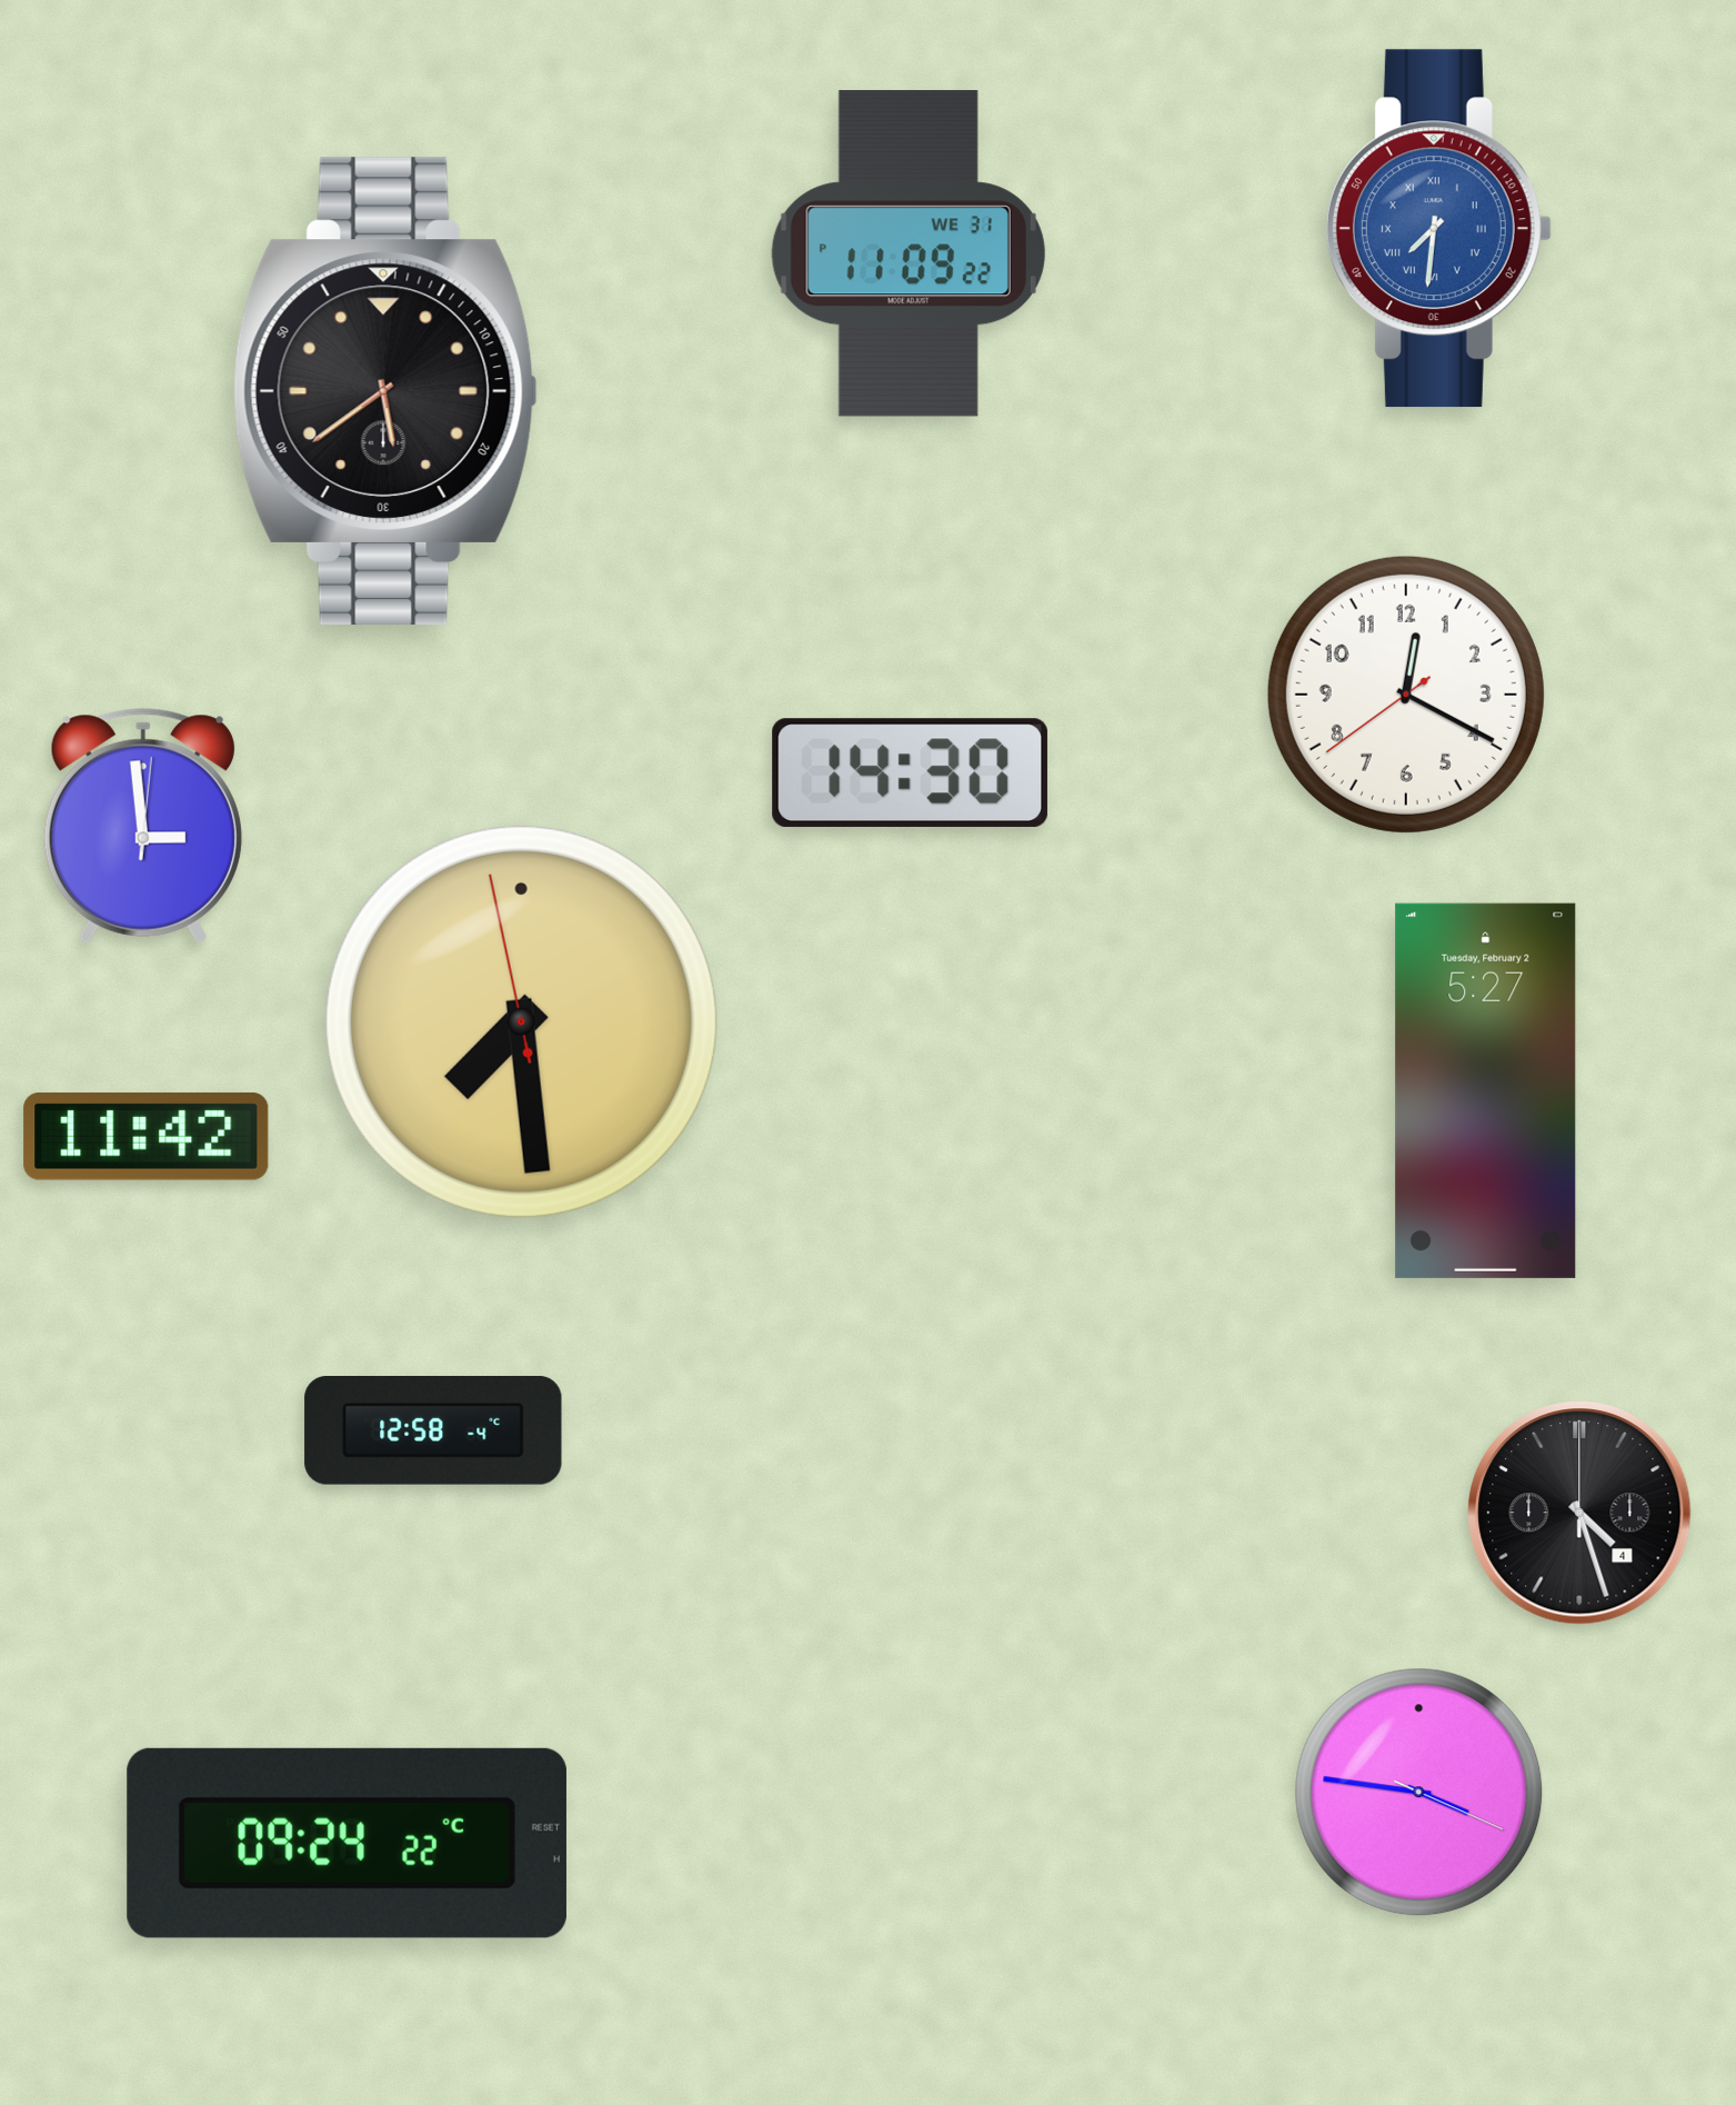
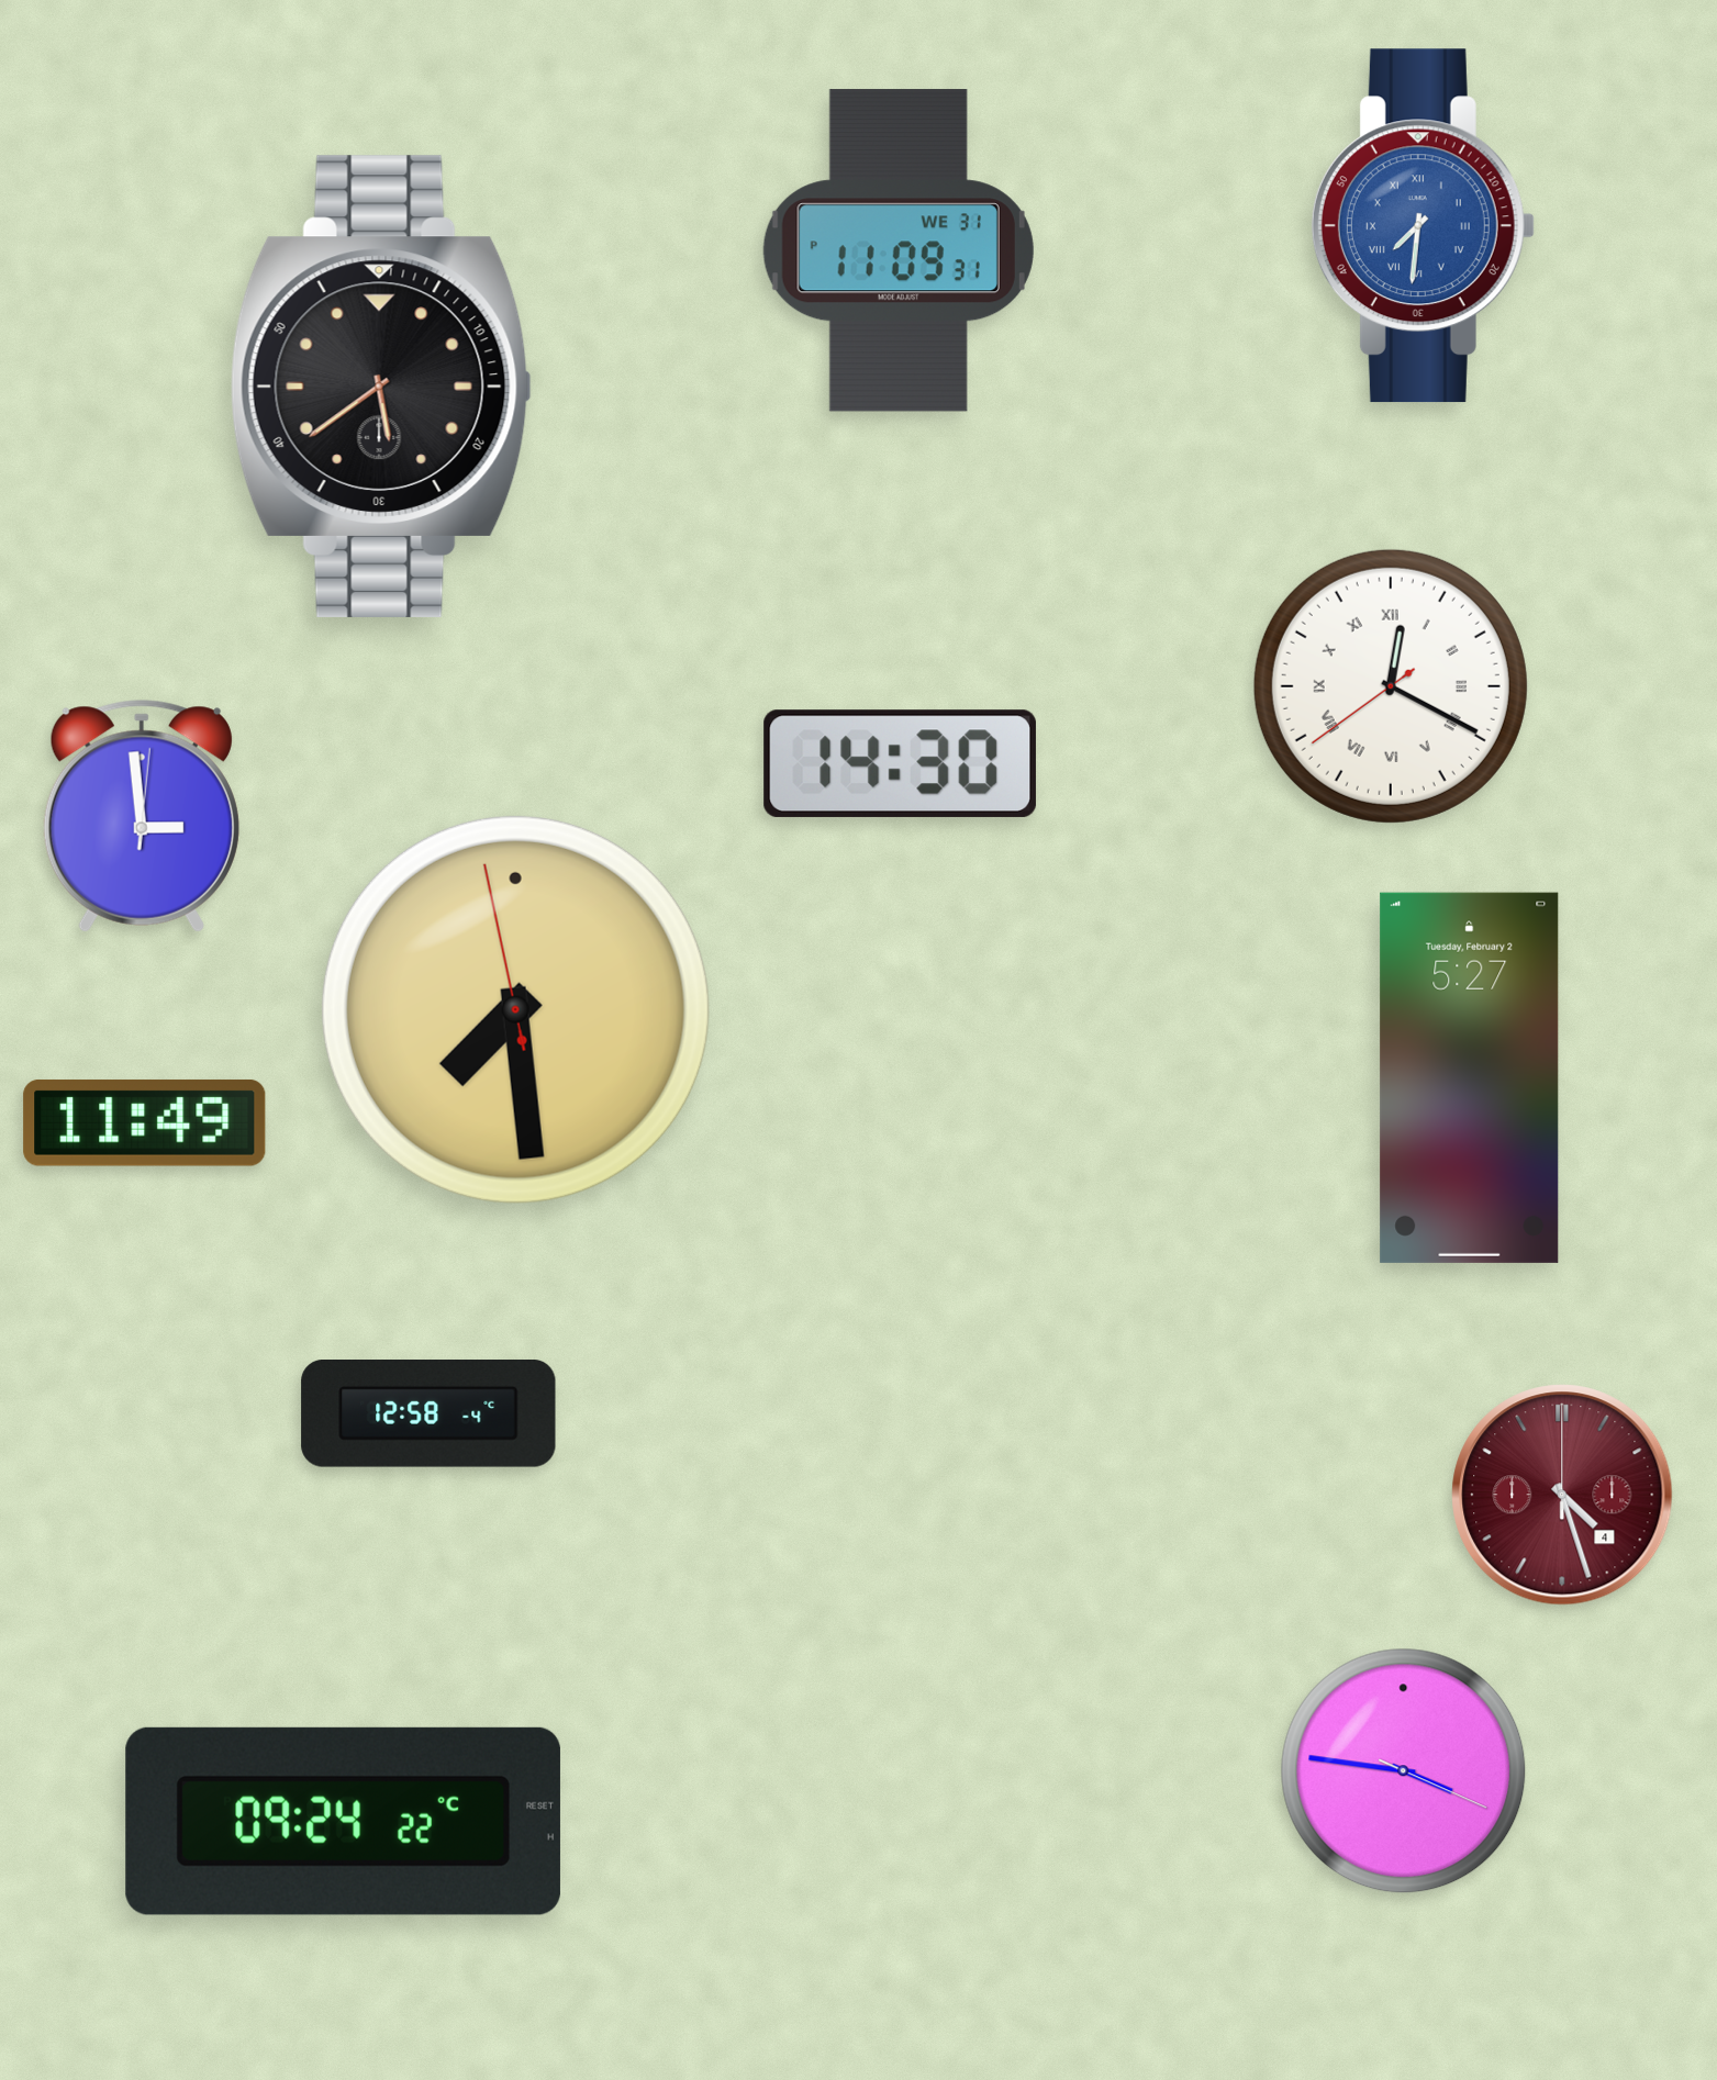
clock at (909, 253): 11:09:22 PM -> 11:09:31 PM
clock at (1406, 695) numerals: Arabic -> Roman
clock at (147, 1136): 11:42 -> 11:49
clock at (1579, 1513) dial: black -> burgundy
